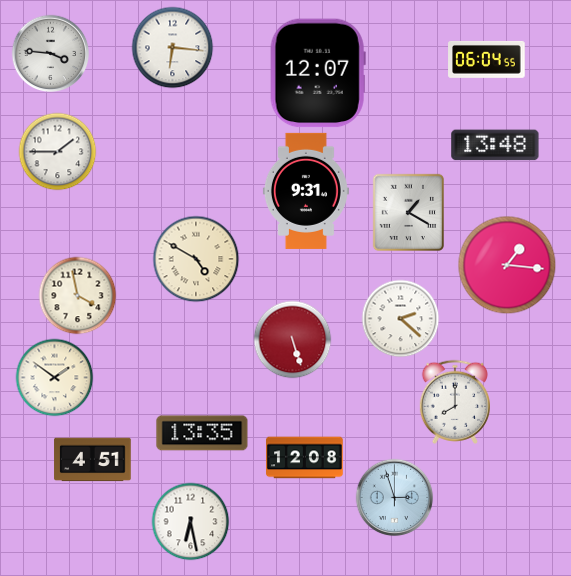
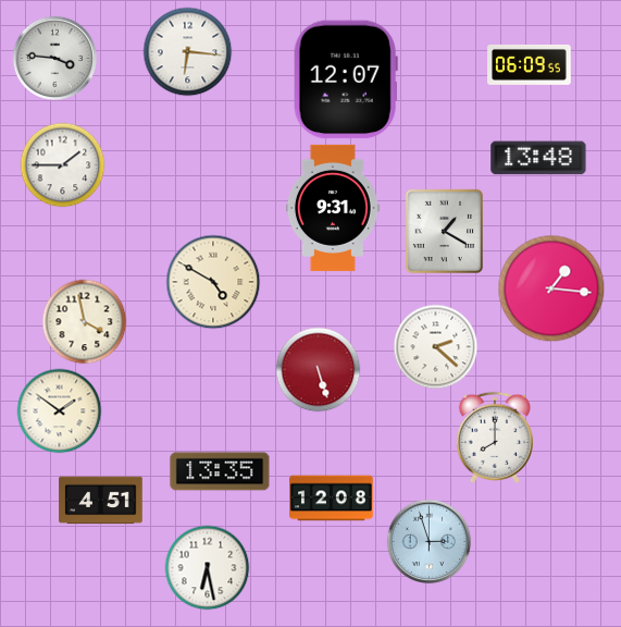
clock at (487, 59): 06:04 -> 06:09
